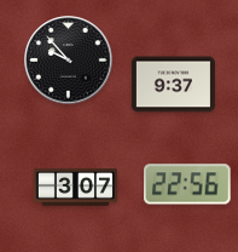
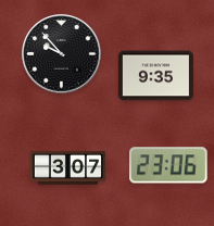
clock at (173, 85): 9:37 -> 9:35
clock at (188, 184): 22:56 -> 23:06
